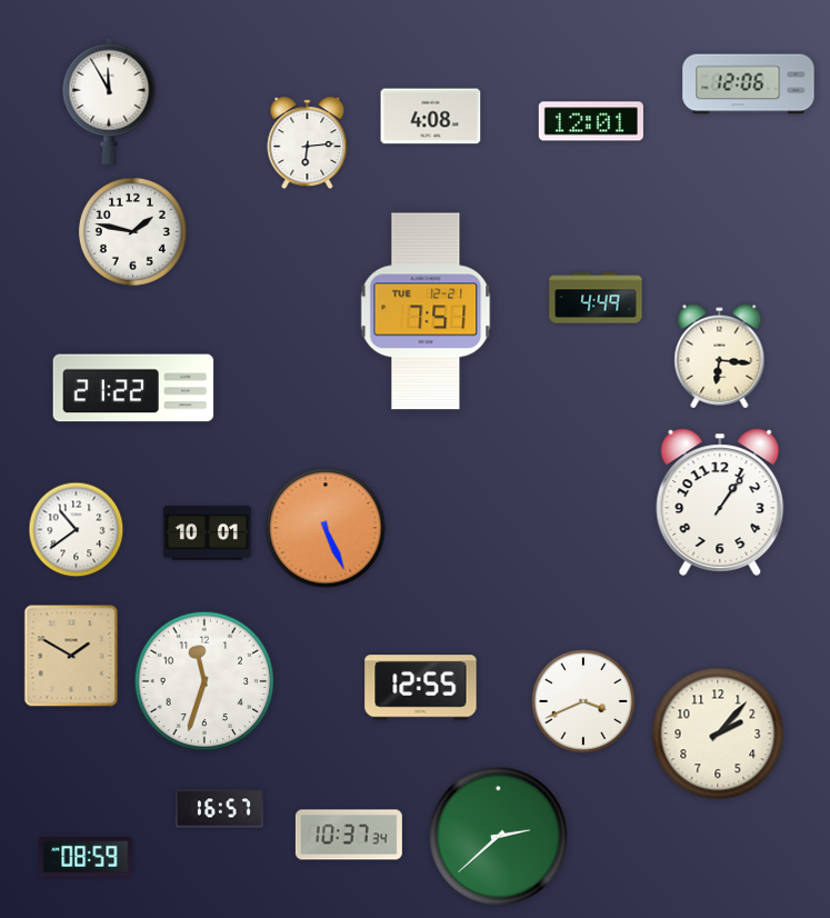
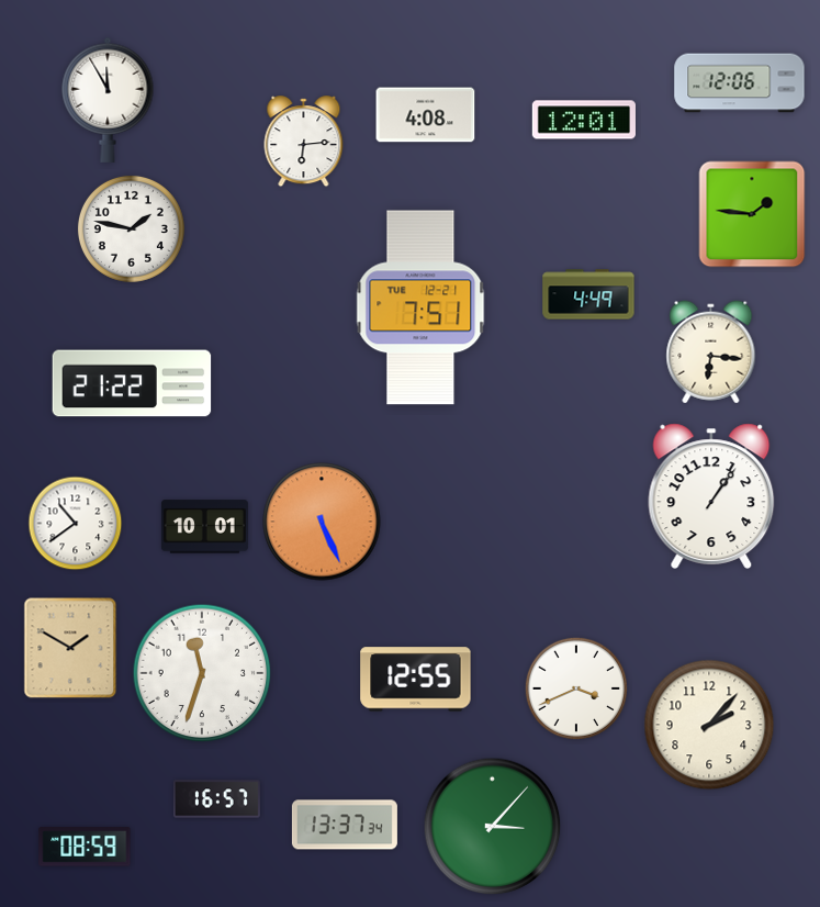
clock at (752, 214): none -> 1:46
clock at (583, 701) position: (583, 701) -> (576, 688)
clock at (349, 835): 10:37 -> 13:37
clock at (499, 837): 2:38 -> 3:07
